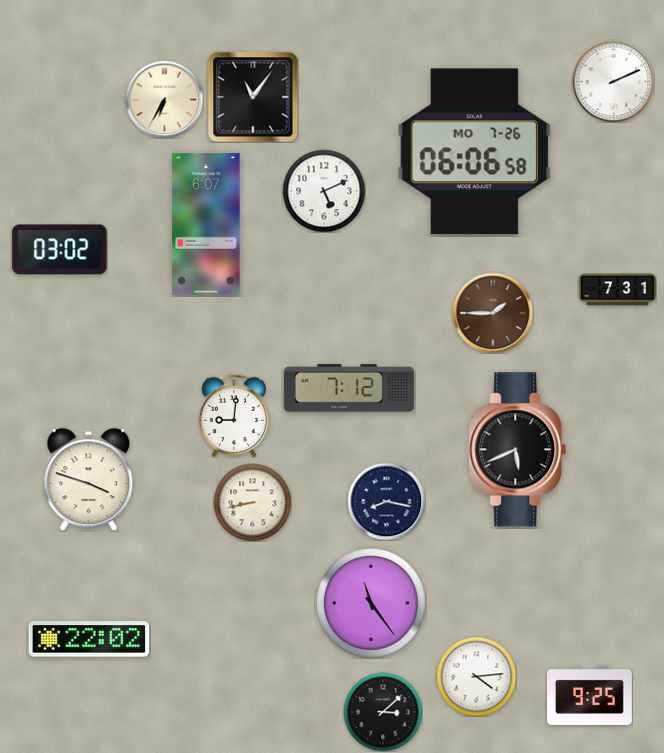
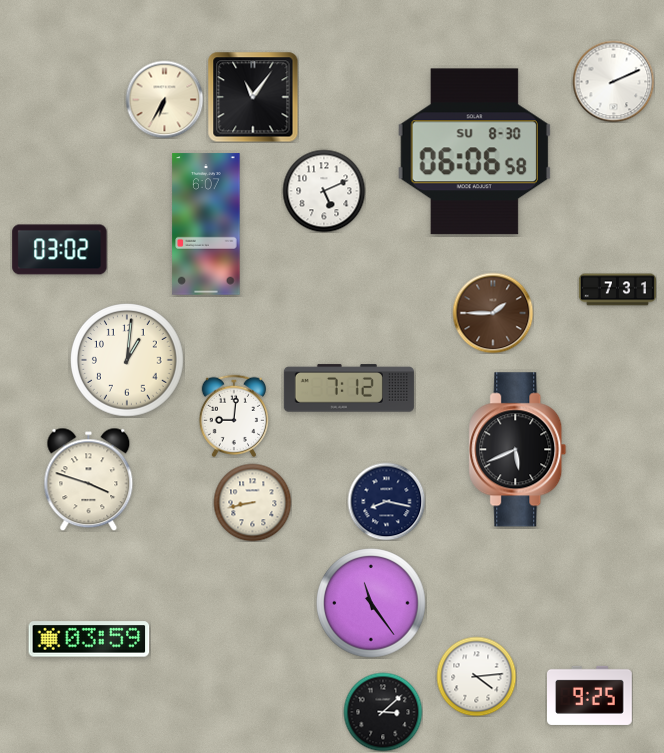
clock at (474, 152) date: MO 7-26 -> SU 8-30
clock at (128, 361): none -> 1:01
clock at (89, 639): 22:02 -> 03:59
